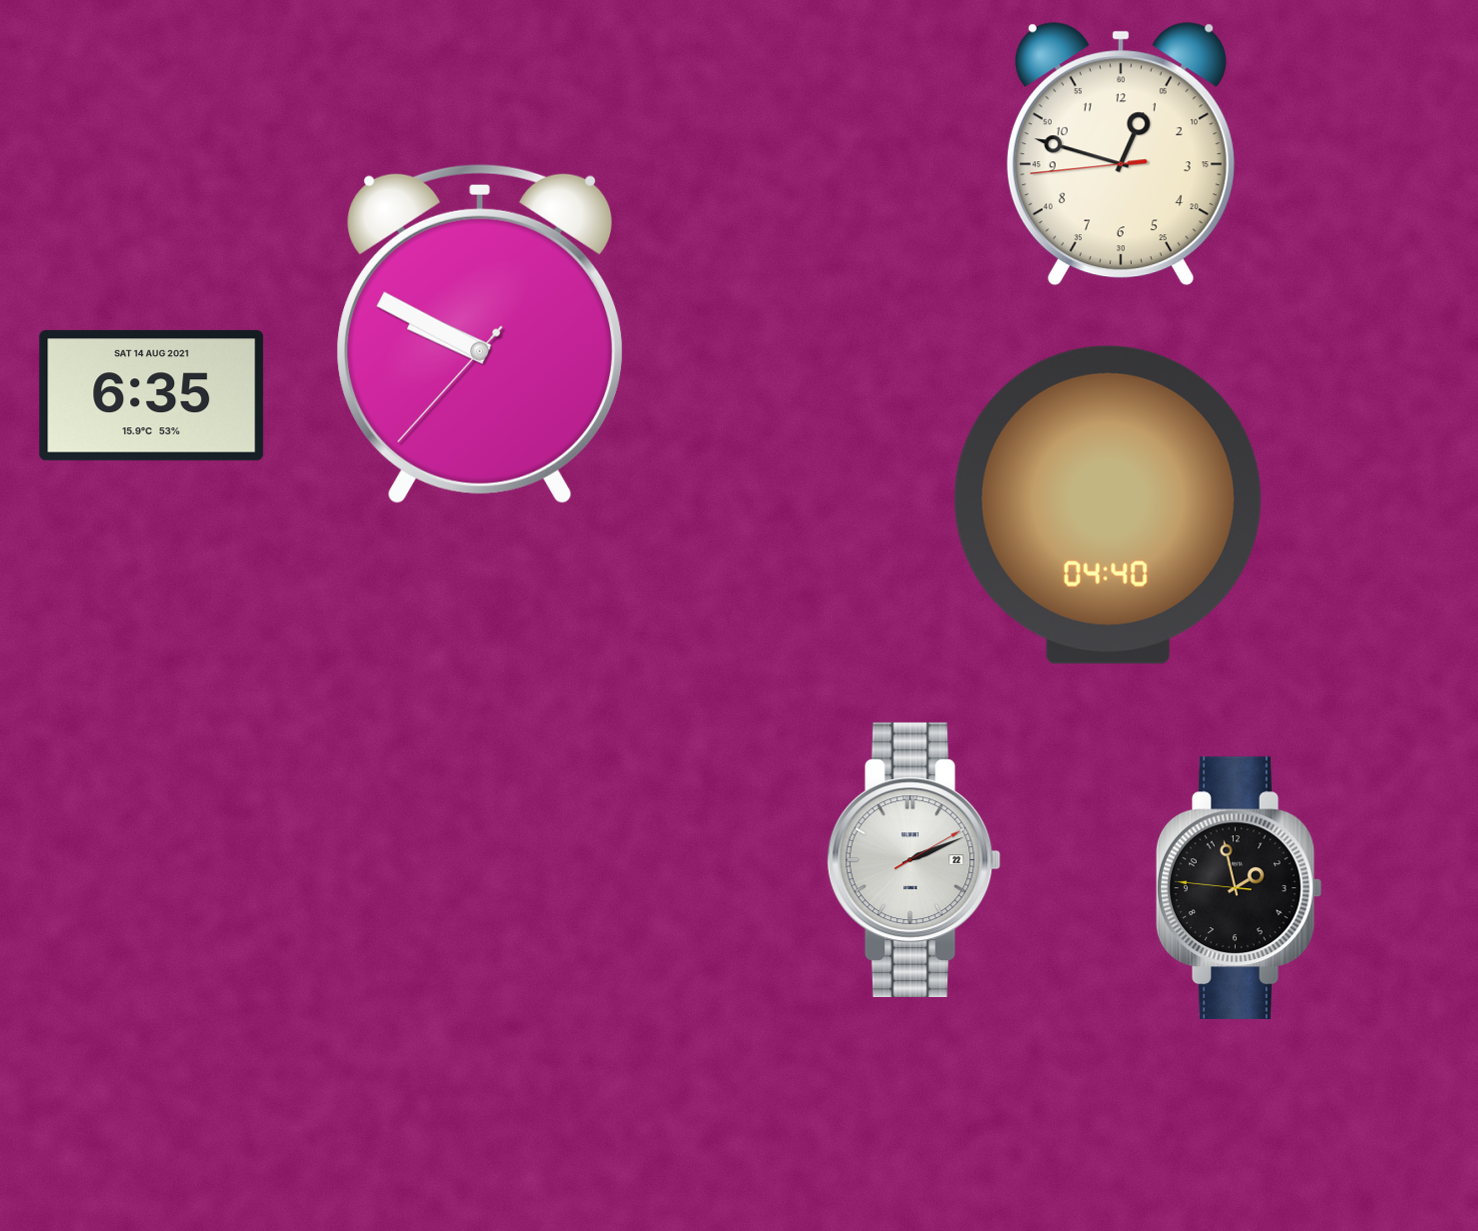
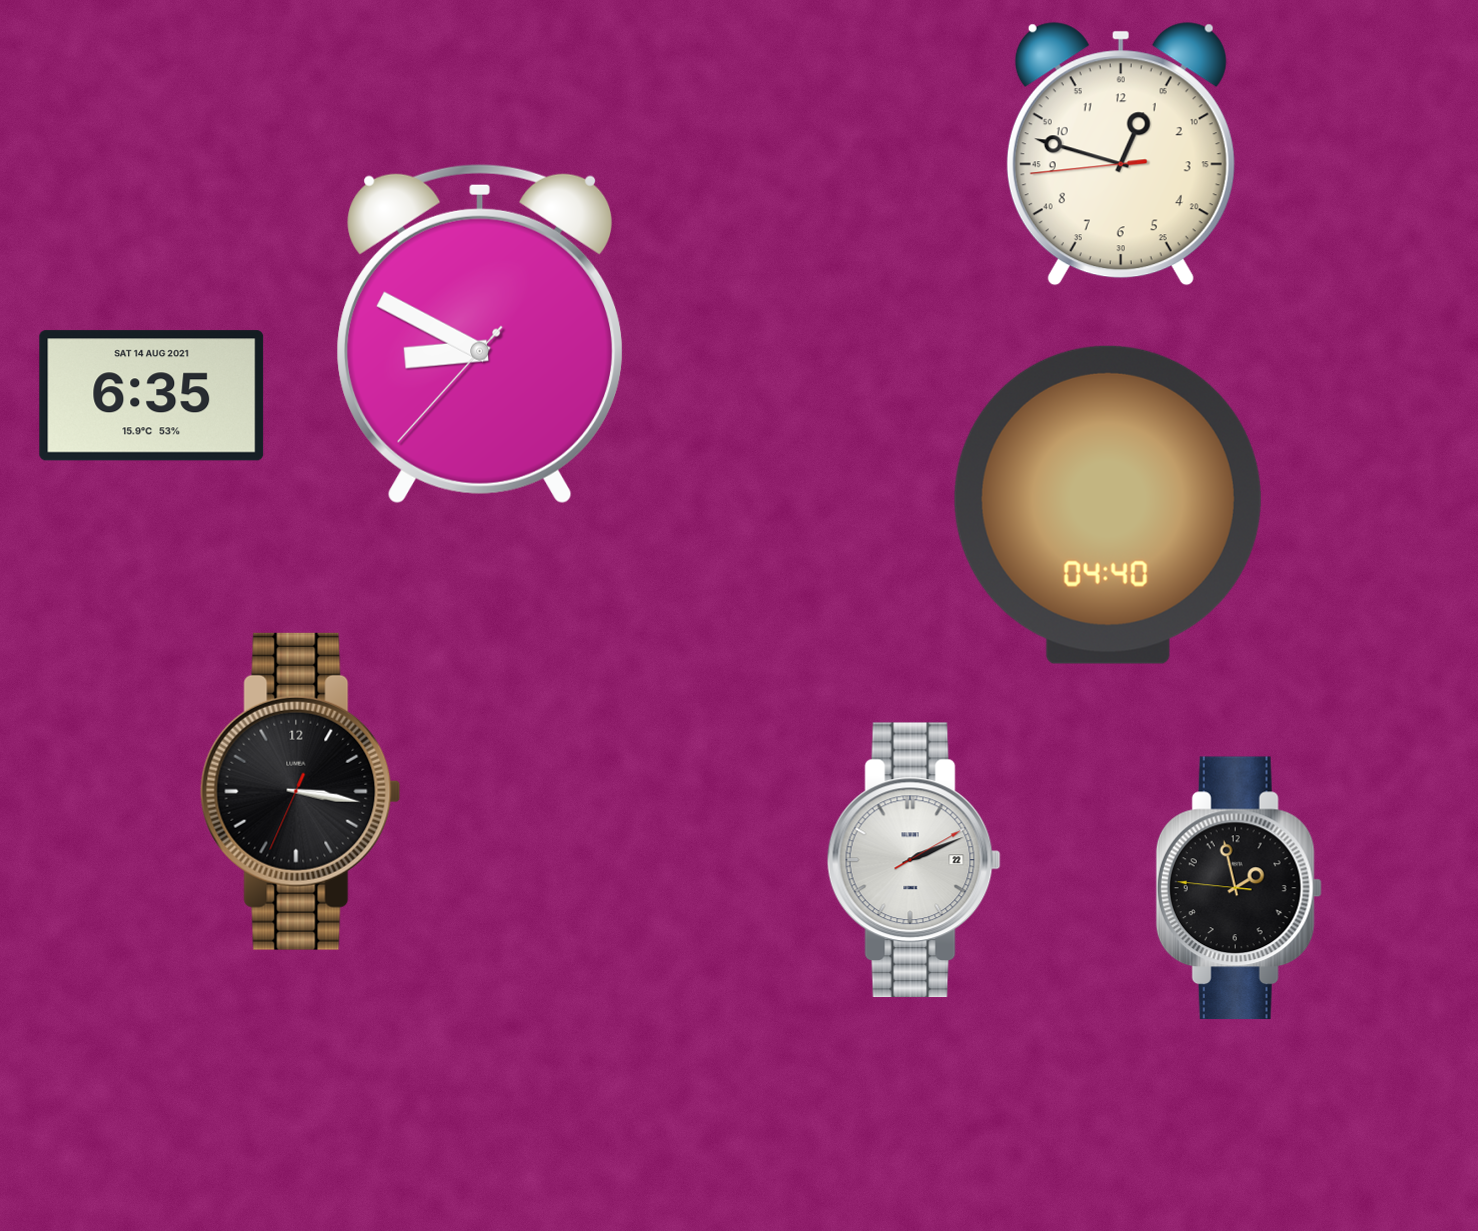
clock at (480, 334): 9:49 -> 8:49
clock at (301, 791): none -> 3:16
